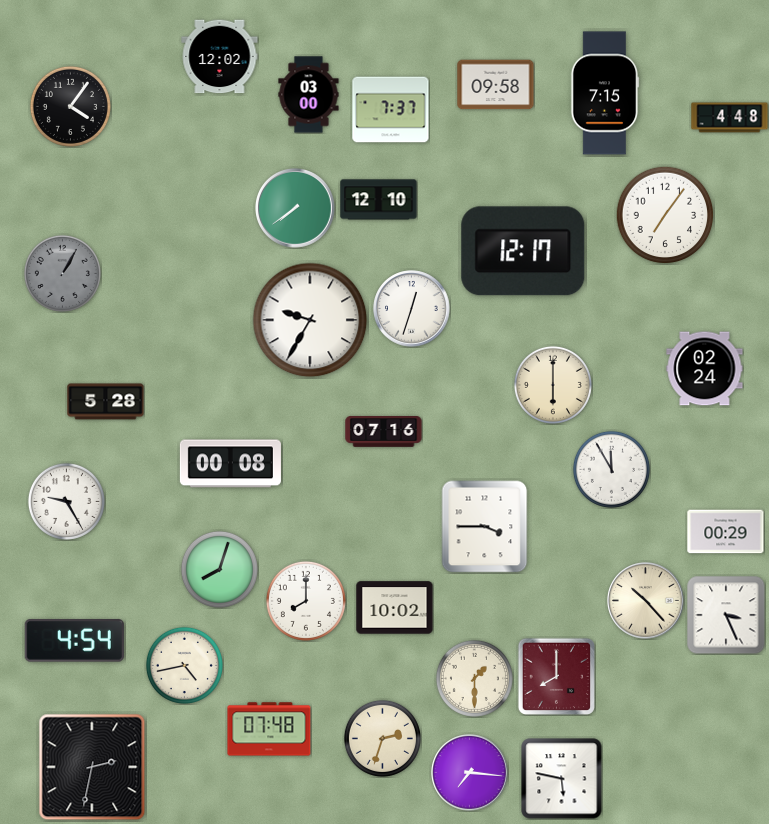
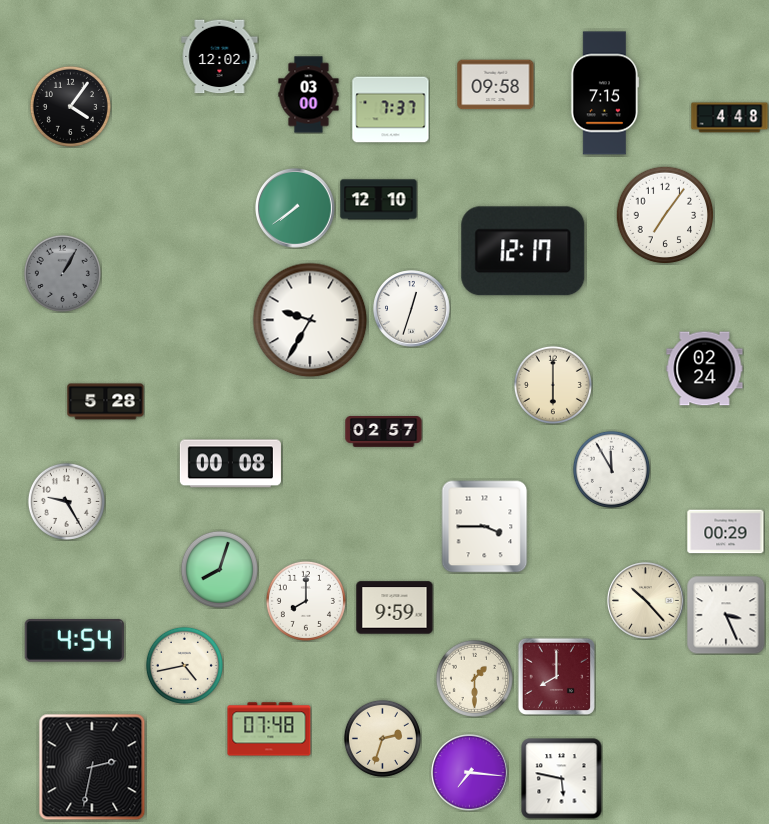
clock at (384, 432): 07:16 -> 02:57
clock at (395, 608): 10:02 -> 9:59
